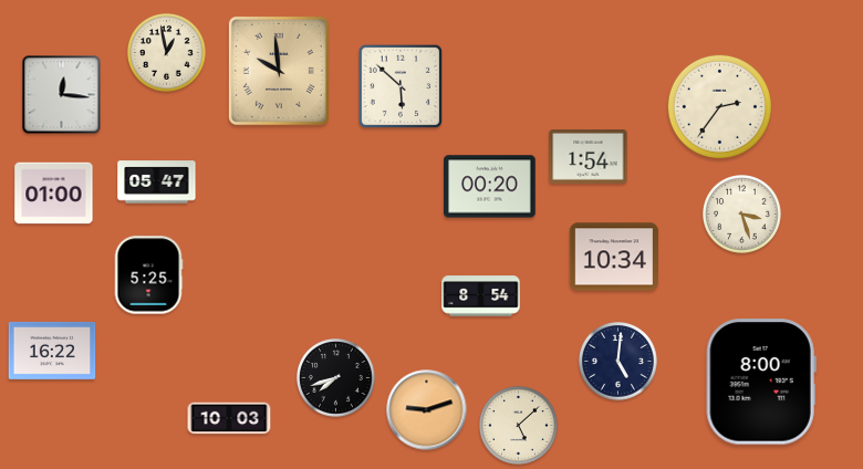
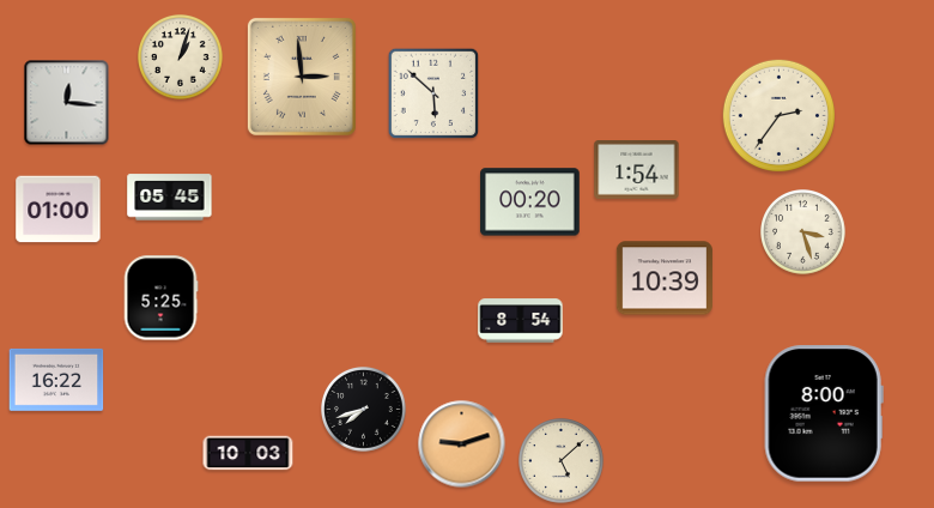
clock at (167, 53): 12:58 -> 1:03
clock at (279, 71): 9:59 -> 2:59
clock at (157, 183): 05:47 -> 05:45
clock at (614, 257): 10:34 -> 10:39
clock at (618, 362): 5:01 -> none
